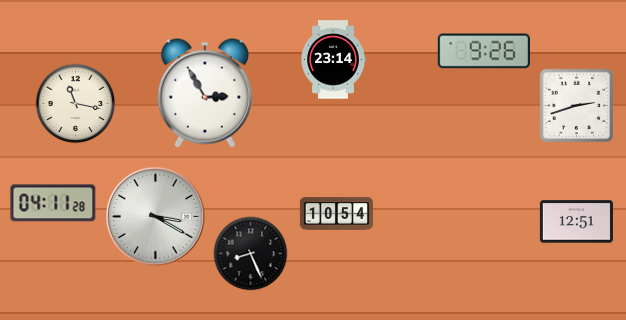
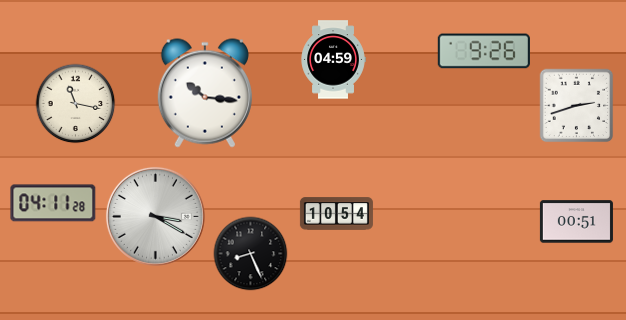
clock at (333, 60): 23:14 -> 04:59
clock at (205, 93): 2:55 -> 10:16
clock at (576, 222): 12:51 -> 00:51
